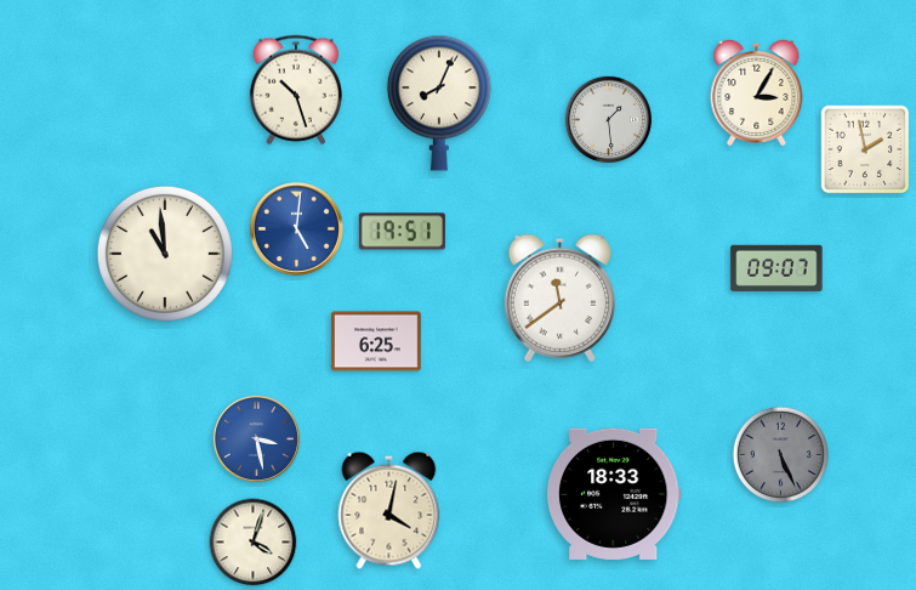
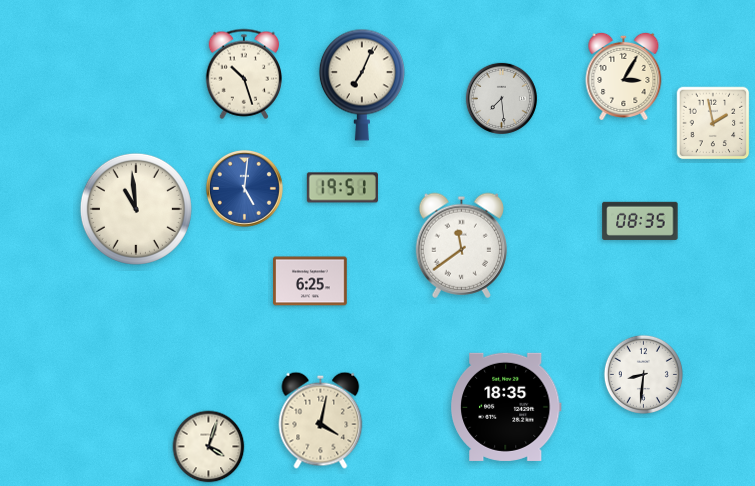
clock at (439, 103): 8:04 -> 7:04
clock at (608, 119): 1:29 -> 7:29
clock at (402, 232) position: (402, 232) -> (342, 188)
clock at (776, 268): 09:07 -> 08:35
clock at (256, 438): 3:28 -> none
clock at (780, 454): 5:26 -> 8:31
clock at (780, 454) dial: grey -> white
clock at (614, 494): 18:33 -> 18:35
